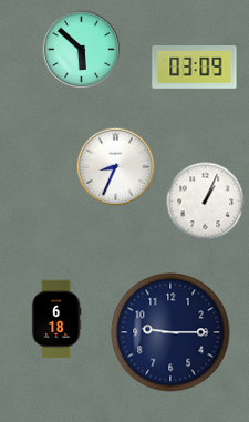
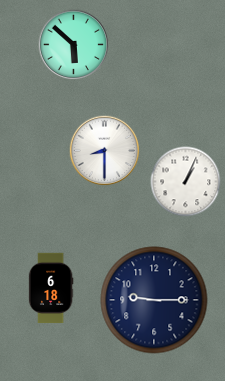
clock at (195, 68): 03:09 -> none
clock at (116, 167): 8:34 -> 8:30
